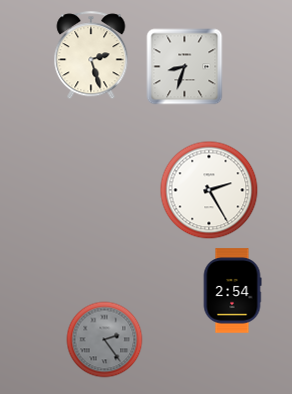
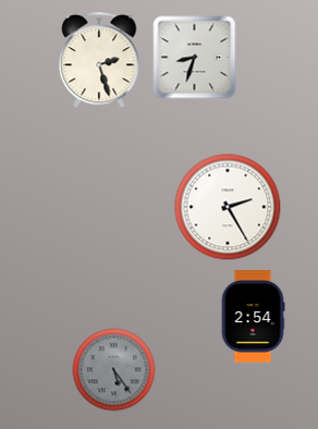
clock at (185, 67) position: (185, 67) -> (195, 58)
clock at (105, 340): 2:24 -> 5:24
